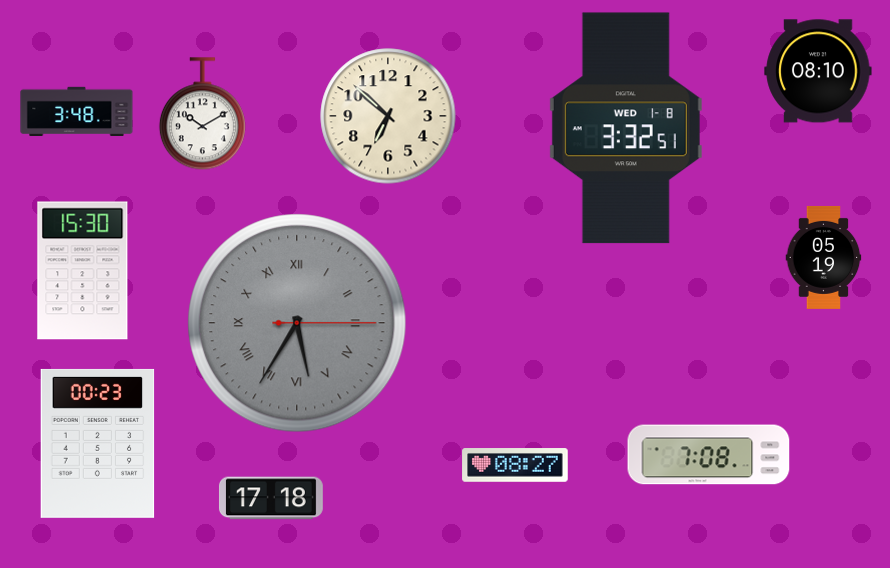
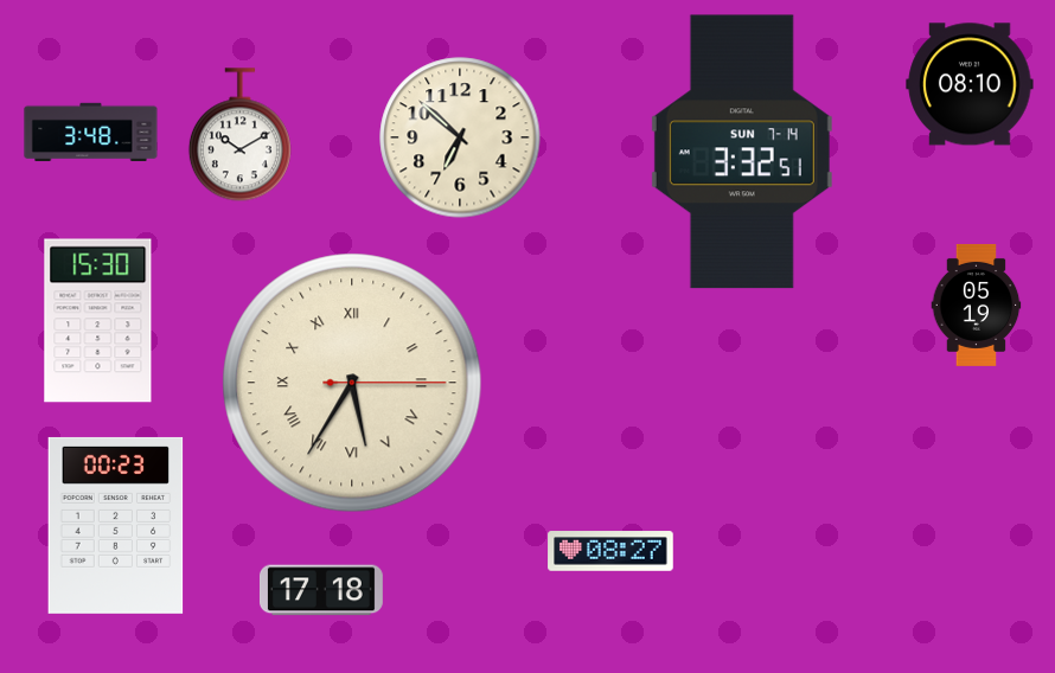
clock at (626, 128) date: WED 1-8 -> SUN 7-14
clock at (297, 323) dial: grey -> cream
clock at (709, 455): 7:08 -> none
